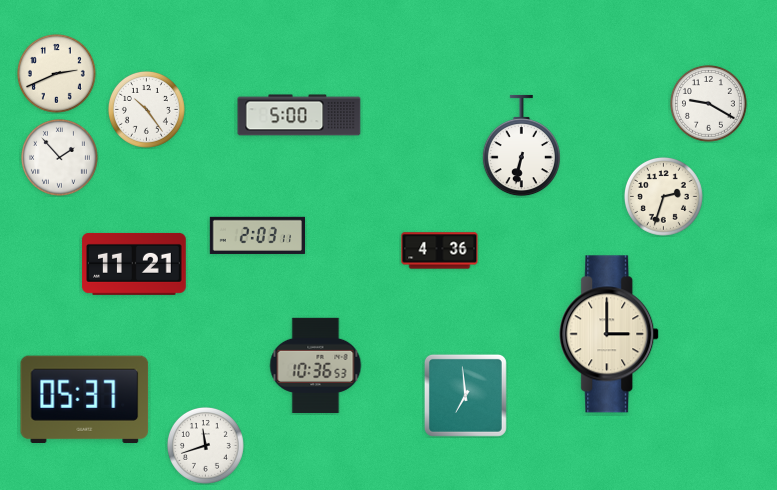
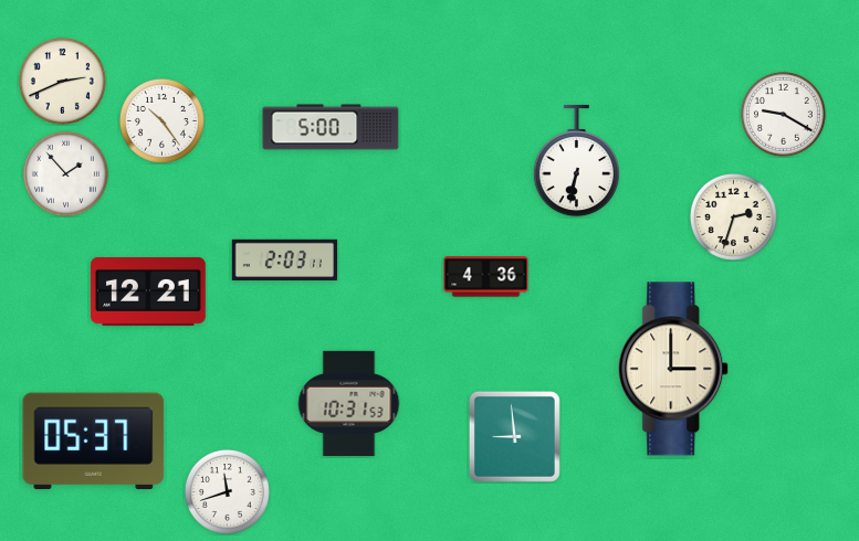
clock at (134, 264): 11:21 -> 12:21
clock at (316, 365): 10:36 -> 10:31
clock at (465, 395): 6:59 -> 8:59
